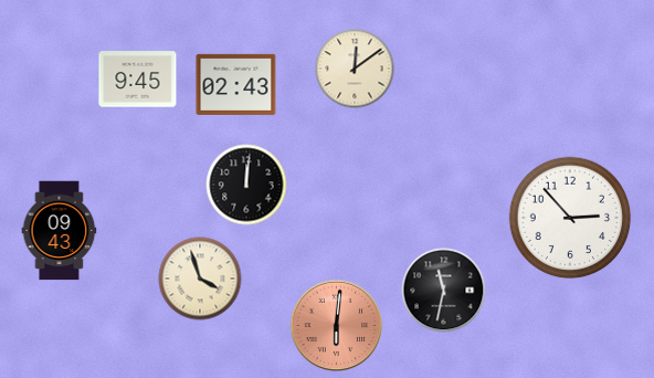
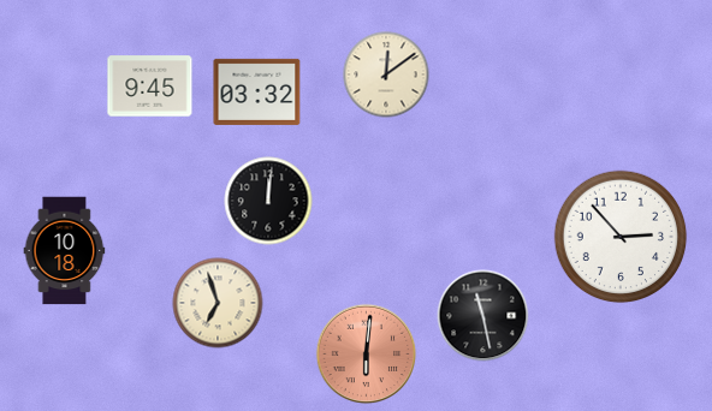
clock at (236, 84): 02:43 -> 03:32
clock at (60, 231): 09:43 -> 10:18
clock at (200, 279): 3:57 -> 6:57
clock at (444, 291): 11:32 -> 11:28
